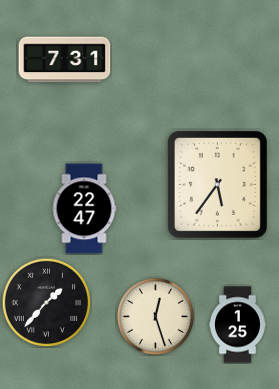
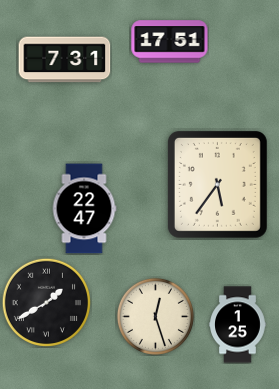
clock at (170, 42): none -> 17:51
clock at (46, 302): 1:37 -> 1:40
